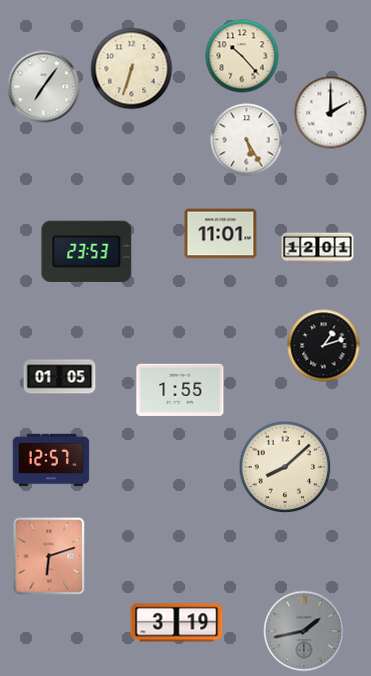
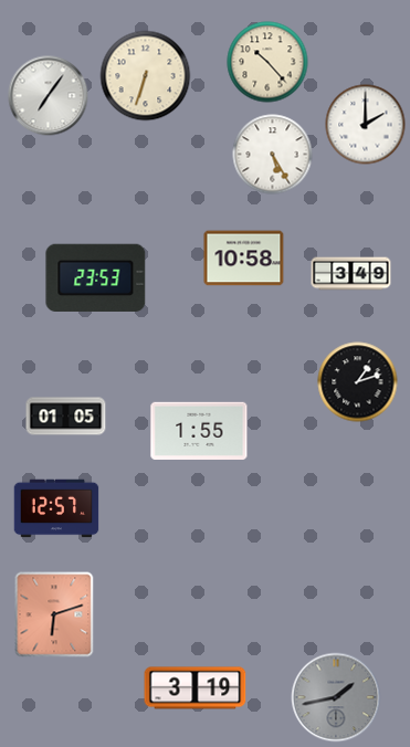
clock at (221, 234): 11:01 -> 10:58
clock at (318, 248): 12:01 -> 3:49
clock at (285, 467): 8:08 -> none
